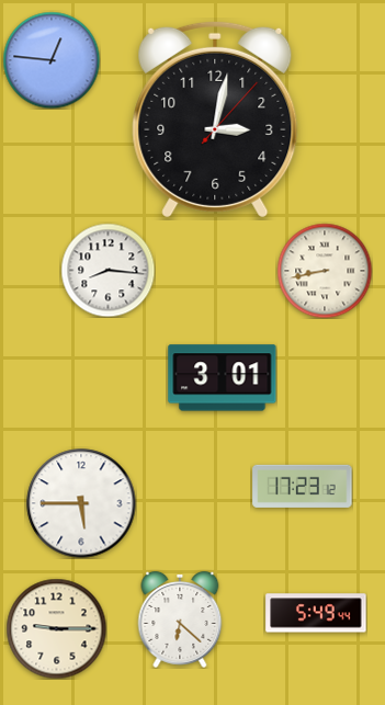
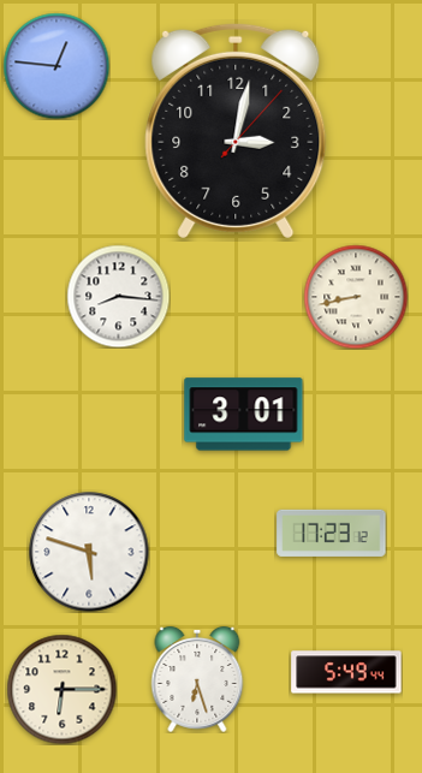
clock at (81, 503): 5:45 -> 5:48
clock at (180, 619): 6:22 -> 6:27
clock at (56, 628): 9:15 -> 6:15
